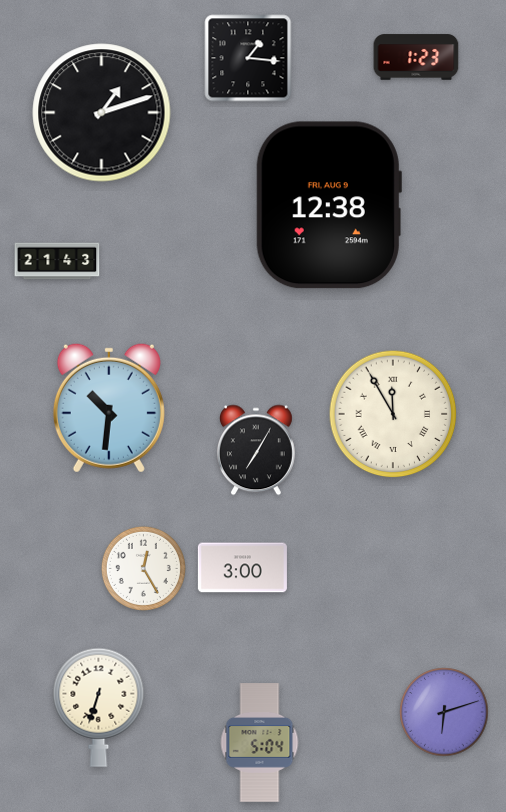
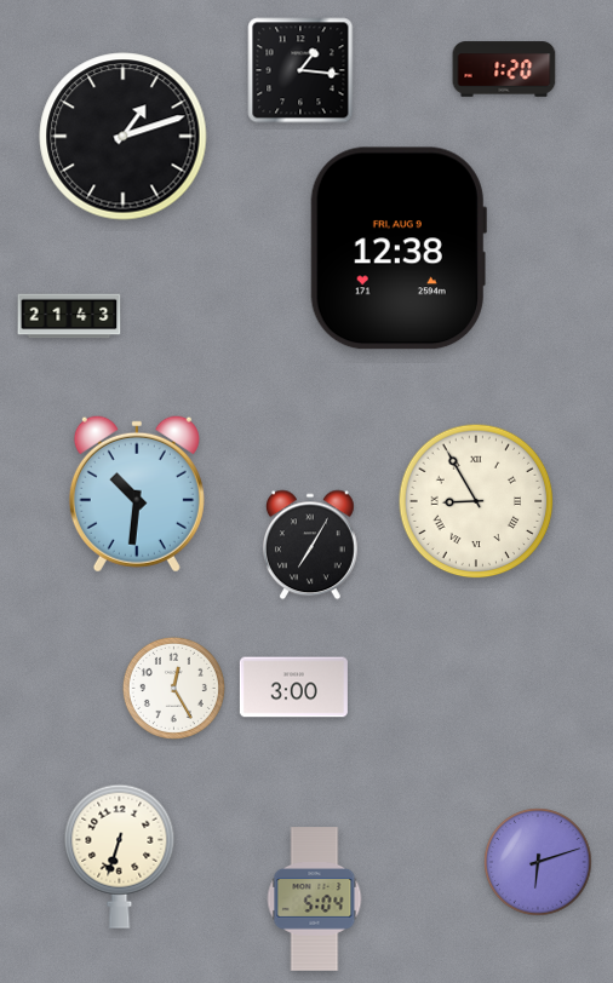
clock at (416, 57): 1:23 -> 1:20
clock at (109, 408) position: (109, 408) -> (137, 494)
clock at (393, 414): 11:55 -> 8:55
